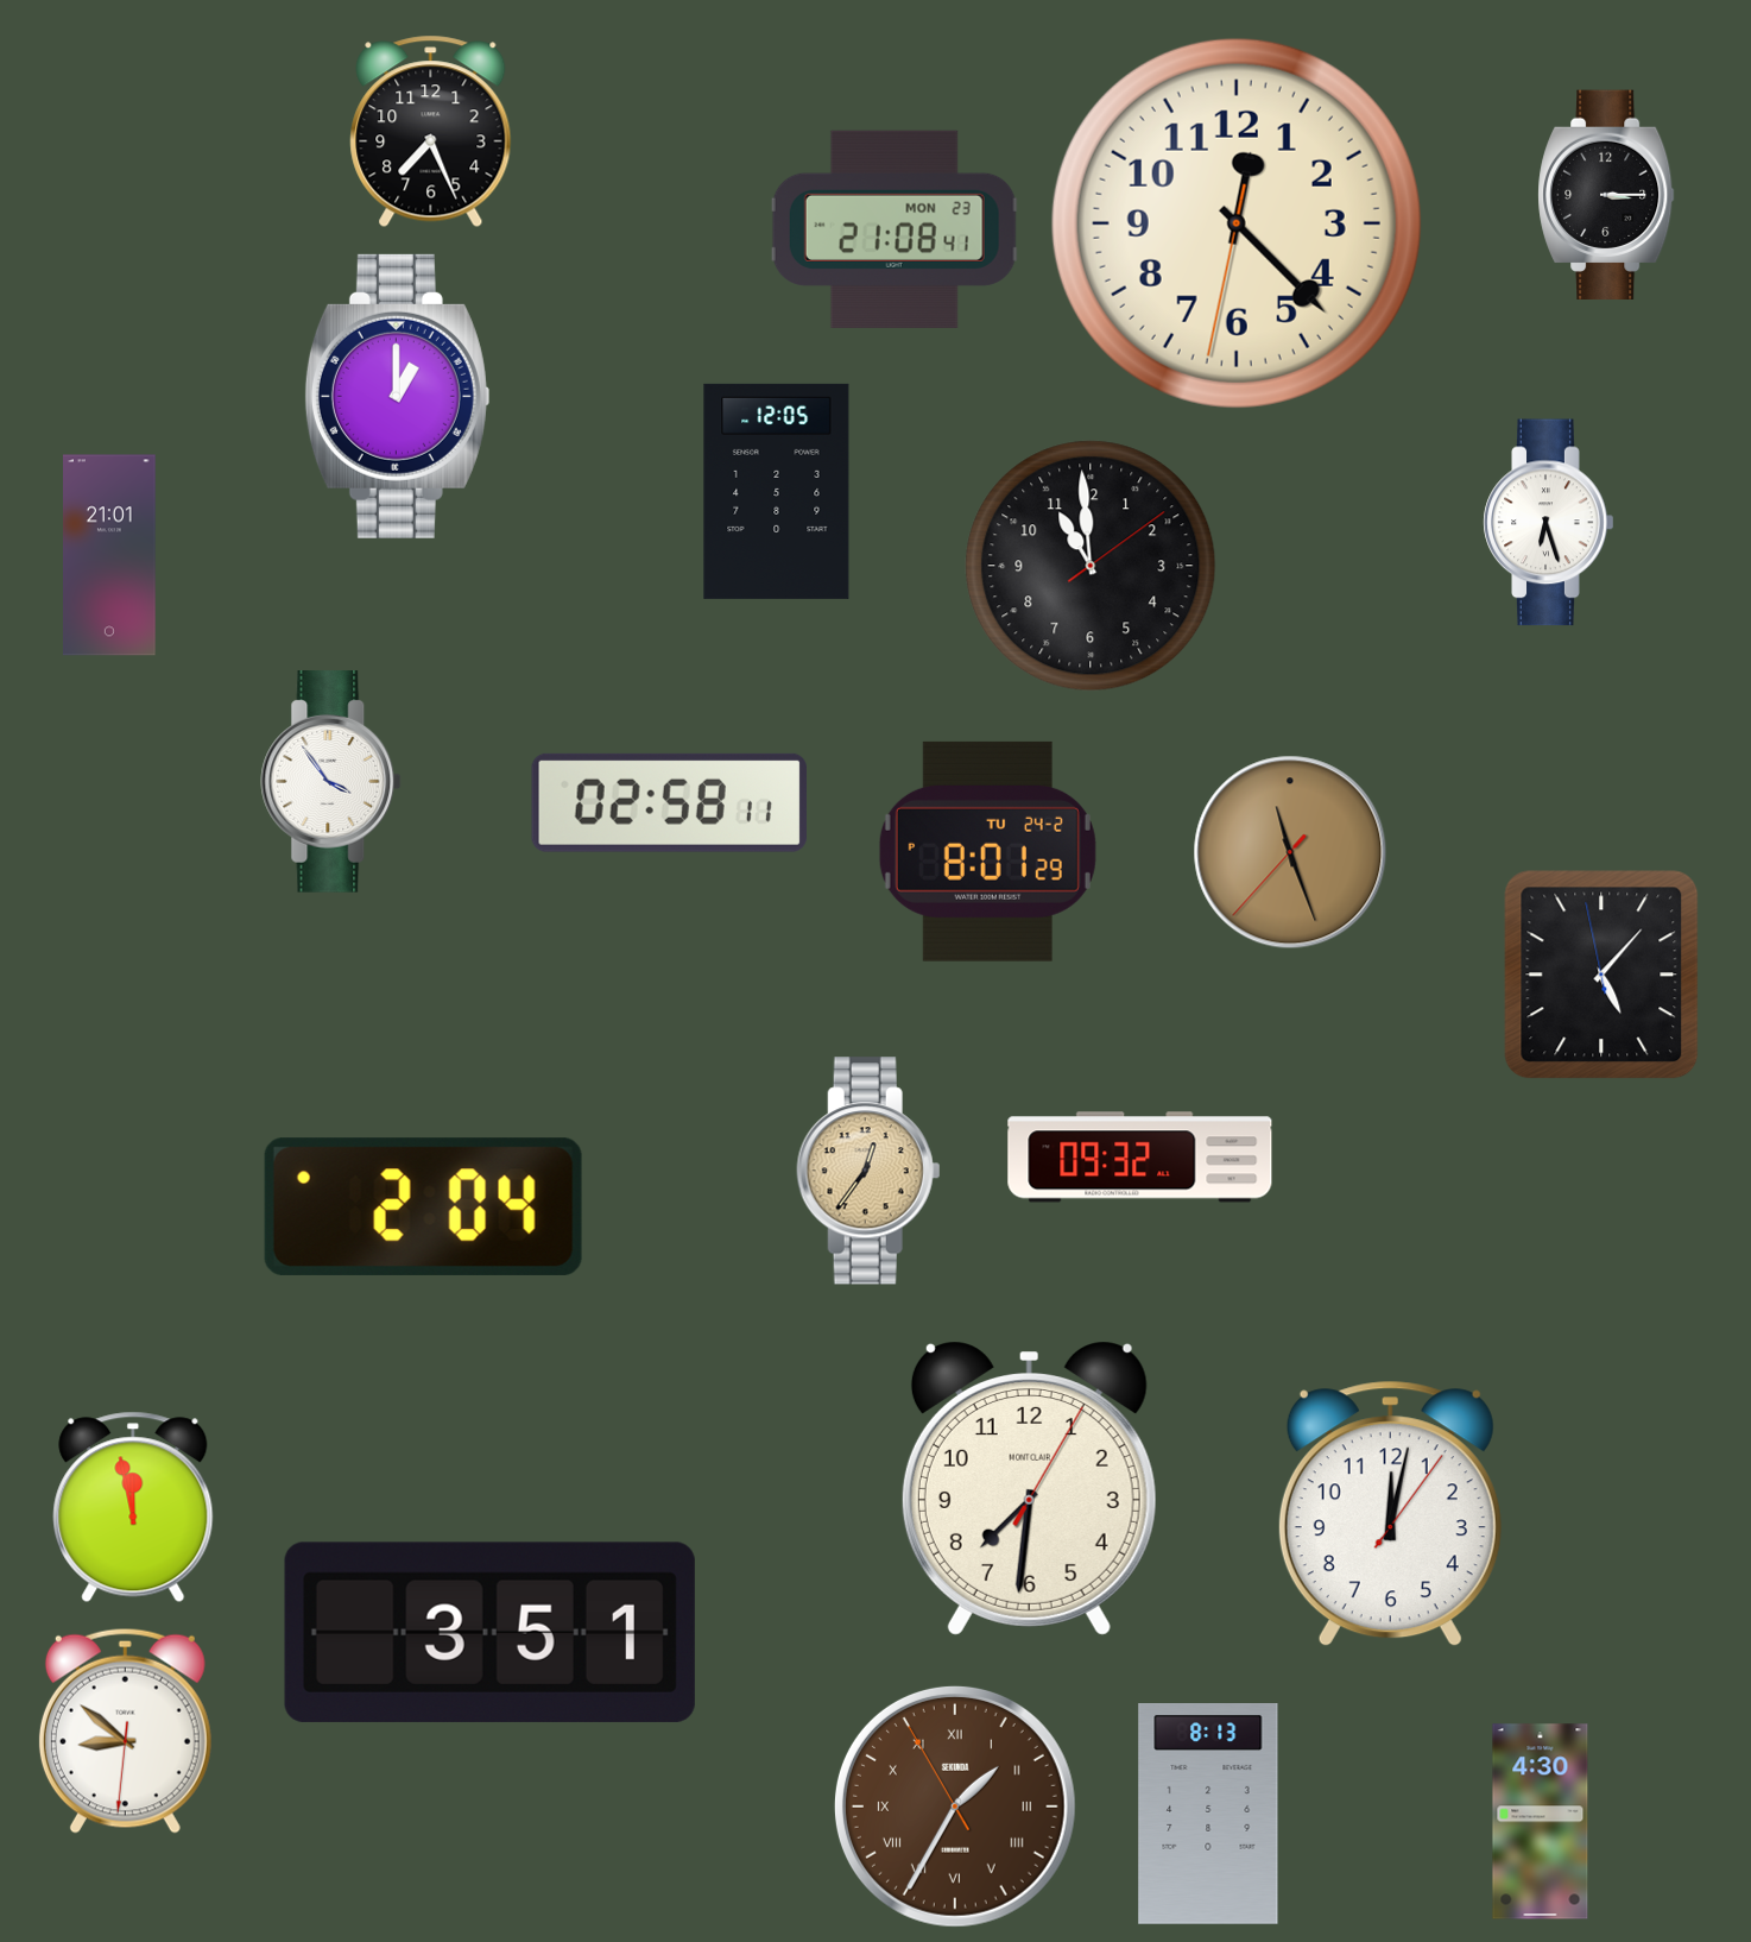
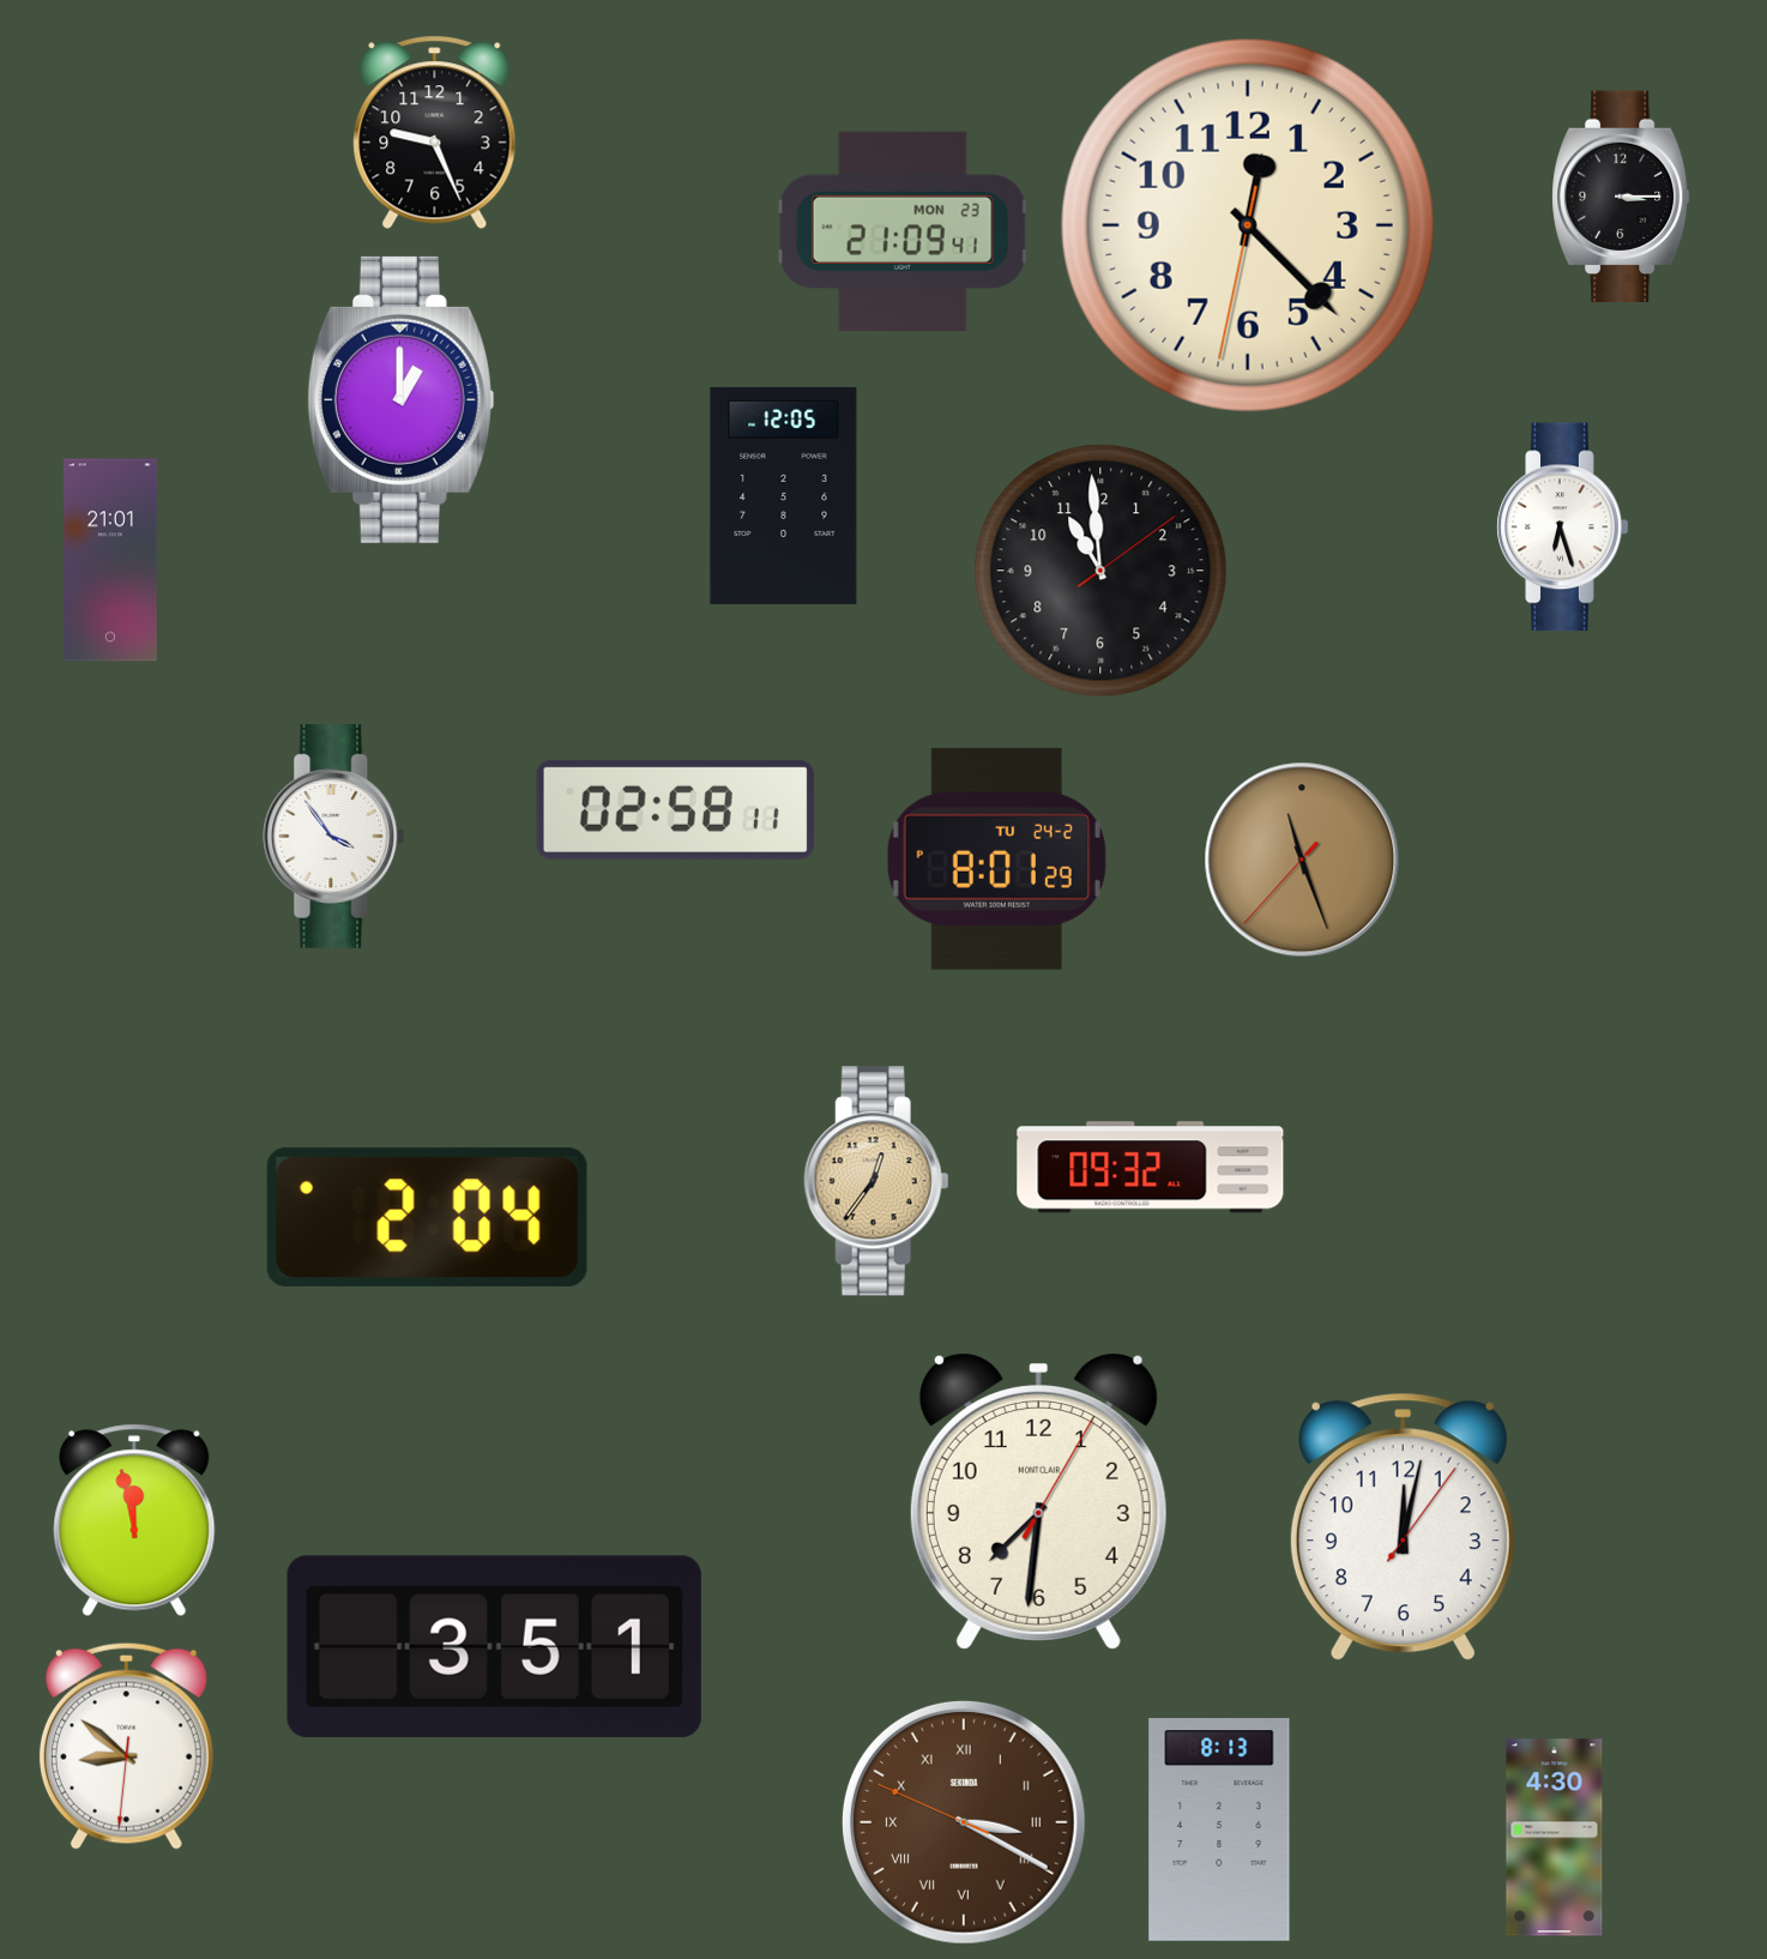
clock at (431, 132): 7:26 -> 9:26
clock at (895, 229): 21:08 -> 21:09
clock at (331, 782) position: (331, 782) -> (334, 837)
clock at (1601, 975): 5:06 -> none
clock at (955, 1807): 1:34 -> 3:19
